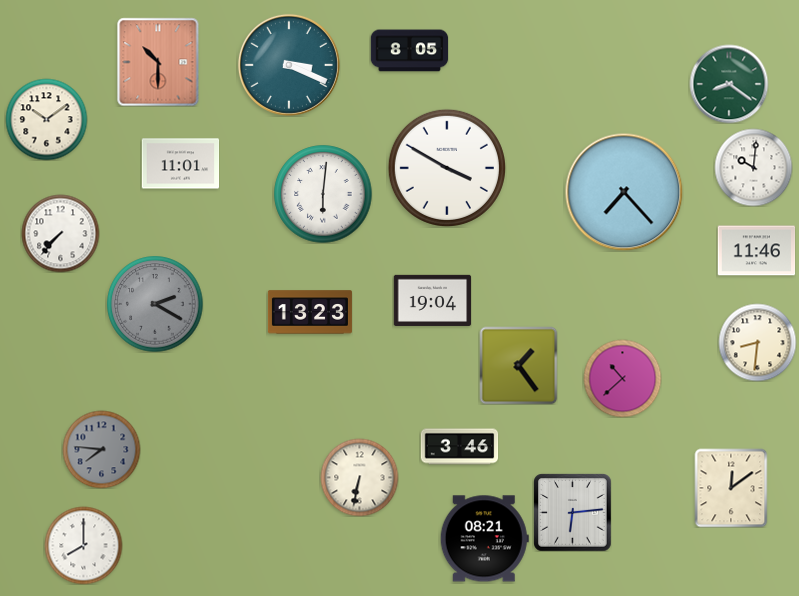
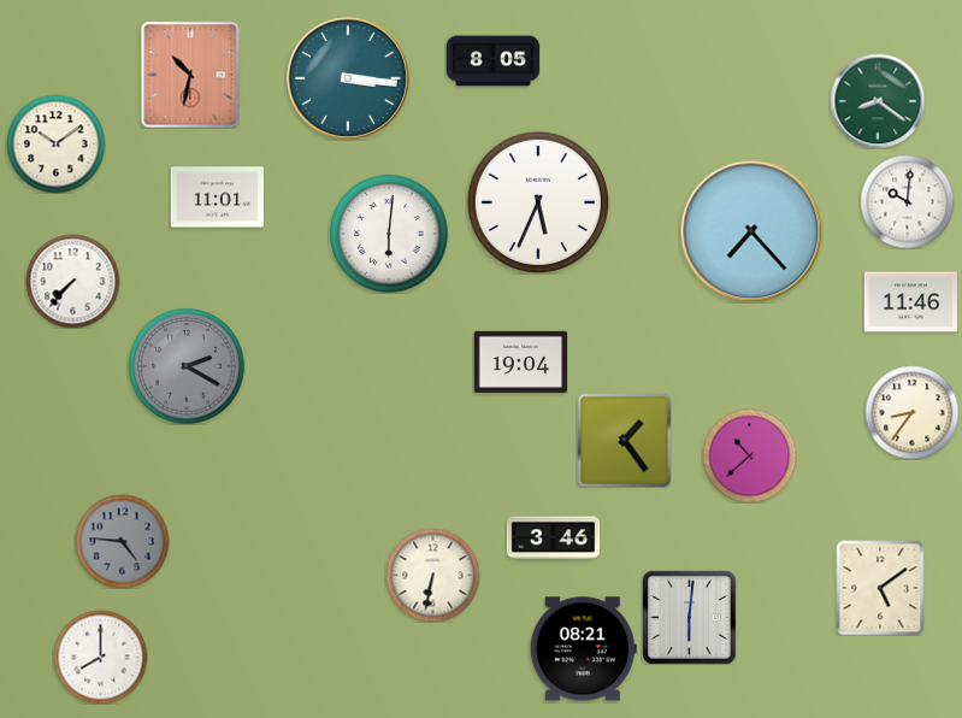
clock at (158, 62): 10:30 -> 10:32
clock at (289, 65): 3:19 -> 3:16
clock at (447, 168): 3:50 -> 5:34
clock at (310, 312): 13:23 -> none
clock at (757, 342): 8:31 -> 8:36
clock at (101, 449): 7:46 -> 4:46
clock at (731, 488): 12:09 -> 5:09
clock at (572, 512): 6:14 -> 6:01
